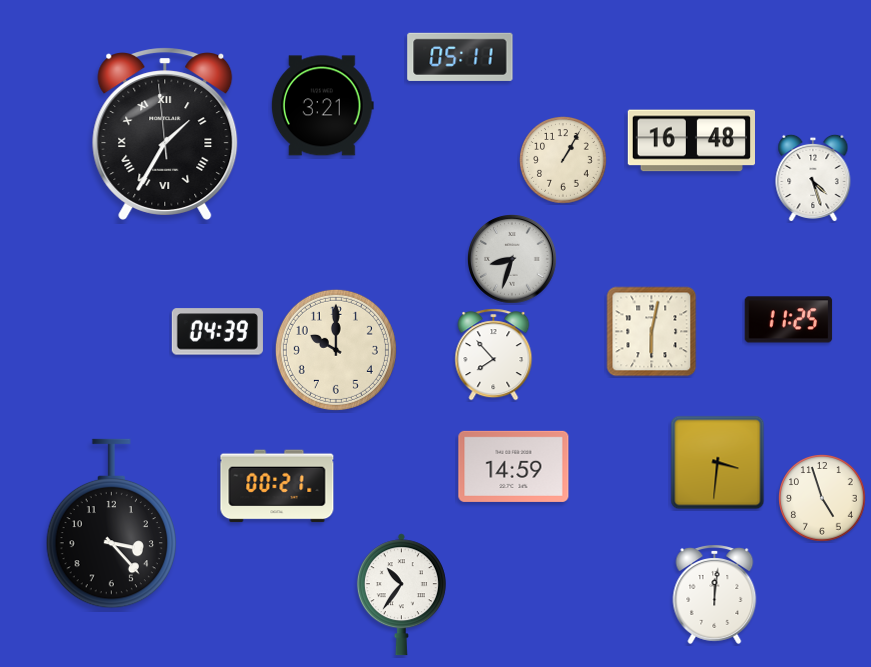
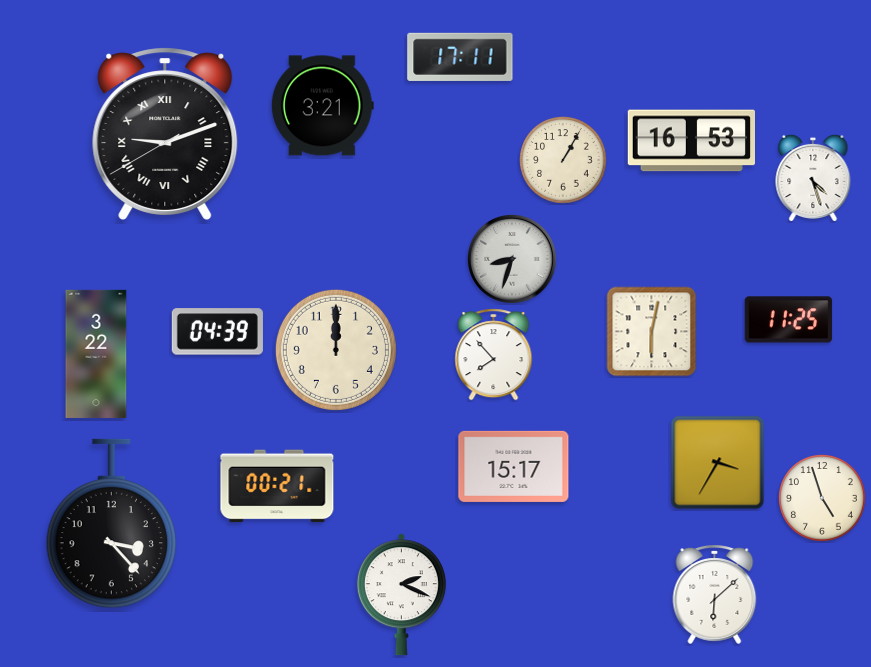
clock at (460, 57): 05:11 -> 17:11
clock at (165, 134): 1:34 -> 9:11
clock at (691, 141): 16:48 -> 16:53
clock at (336, 350): 10:00 -> 12:00
clock at (96, 354): none -> 3:22
clock at (718, 463): 3:31 -> 3:35
clock at (514, 466): 14:59 -> 15:17
clock at (715, 594): 12:01 -> 6:08
clock at (401, 595): 10:36 -> 2:19
